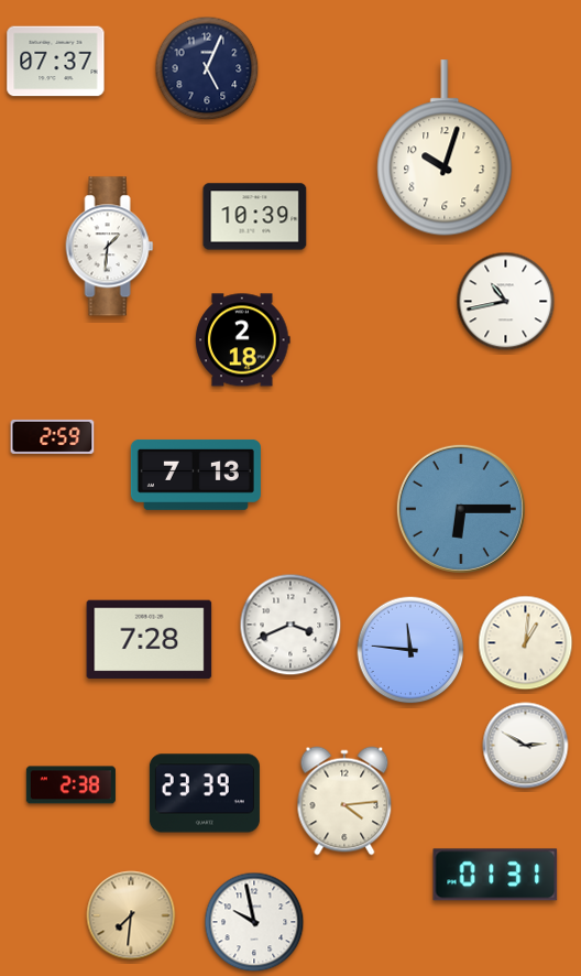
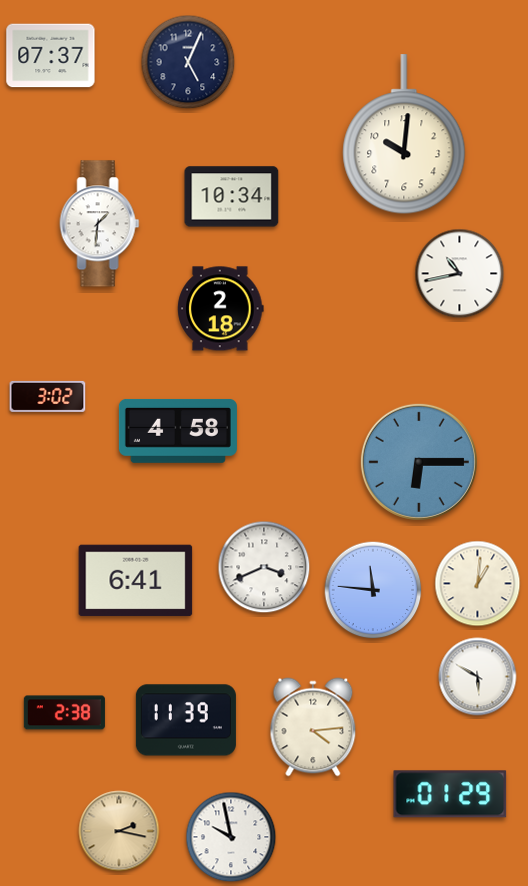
clock at (445, 149): 10:03 -> 10:01
clock at (255, 217): 10:39 -> 10:34
clock at (53, 436): 2:59 -> 3:02
clock at (196, 475): 7:13 -> 4:58
clock at (150, 640): 7:28 -> 6:41
clock at (526, 746): 2:50 -> 5:50
clock at (205, 793): 23:39 -> 11:39
clock at (495, 875): 01:31 -> 01:29
clock at (131, 915): 7:31 -> 2:17
